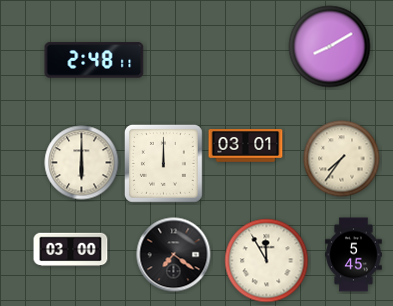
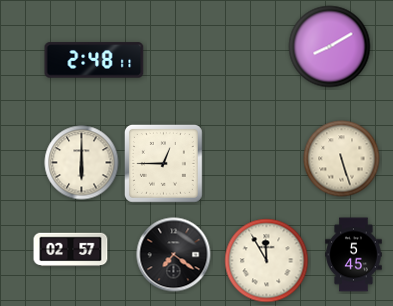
clock at (246, 146): 03:01 -> none
clock at (342, 159): 7:36 -> 5:27
clock at (163, 163): 12:00 -> 12:45
clock at (71, 250): 03:00 -> 02:57
